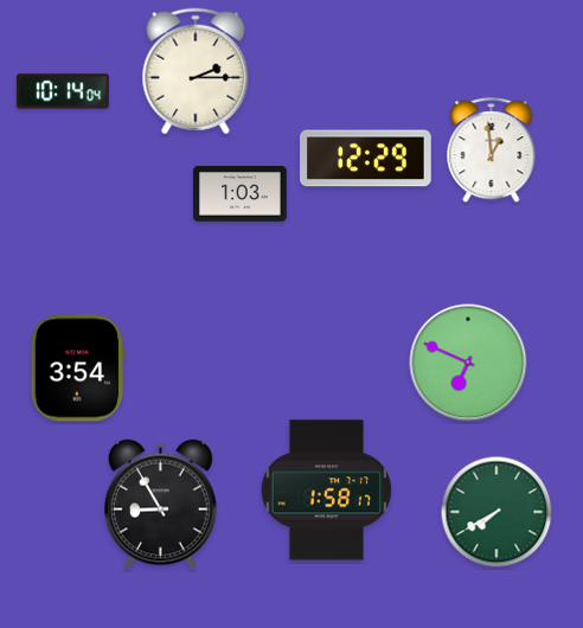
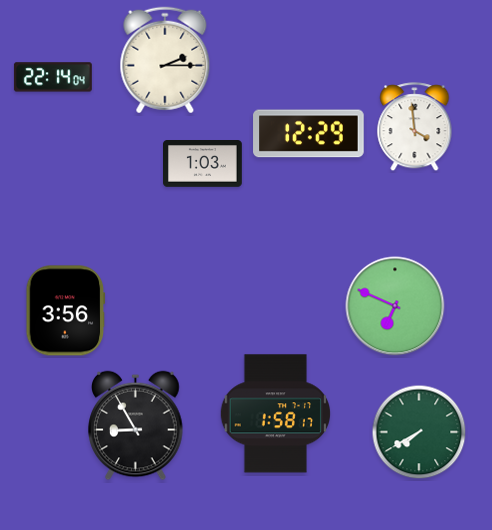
clock at (63, 91): 10:14 -> 22:14
clock at (492, 150): 12:59 -> 3:59
clock at (78, 369): 3:54 -> 3:56
